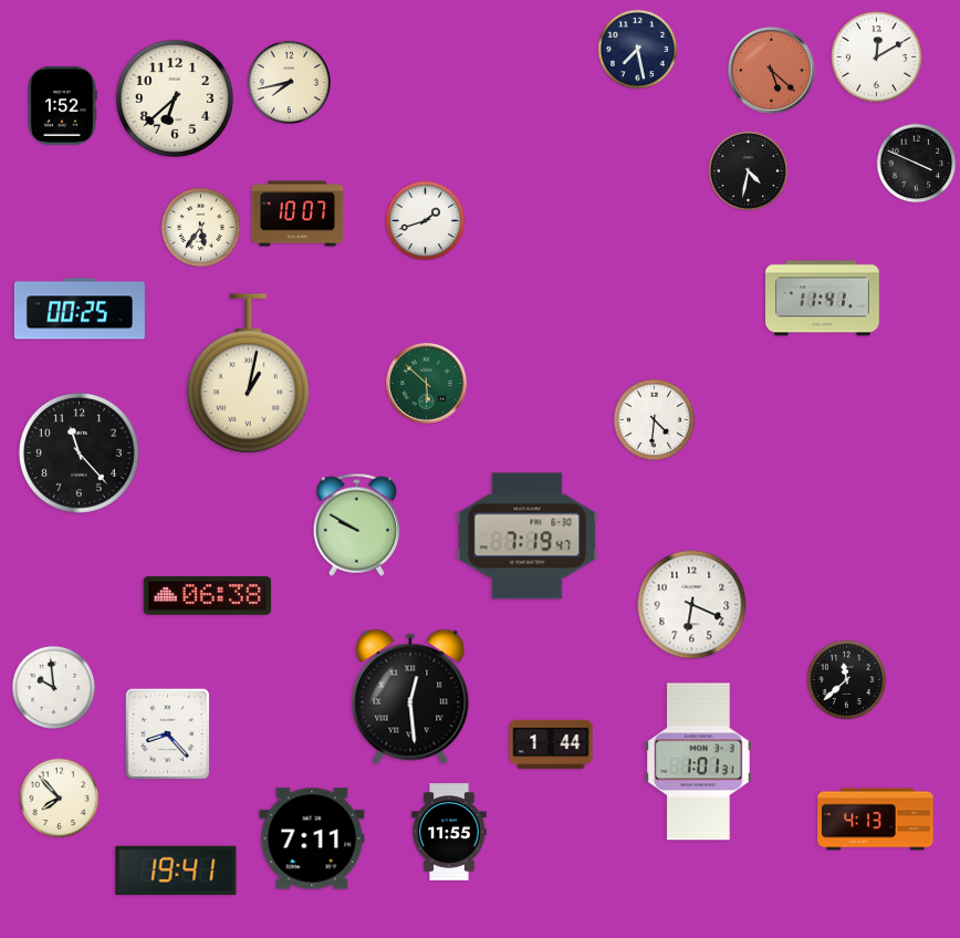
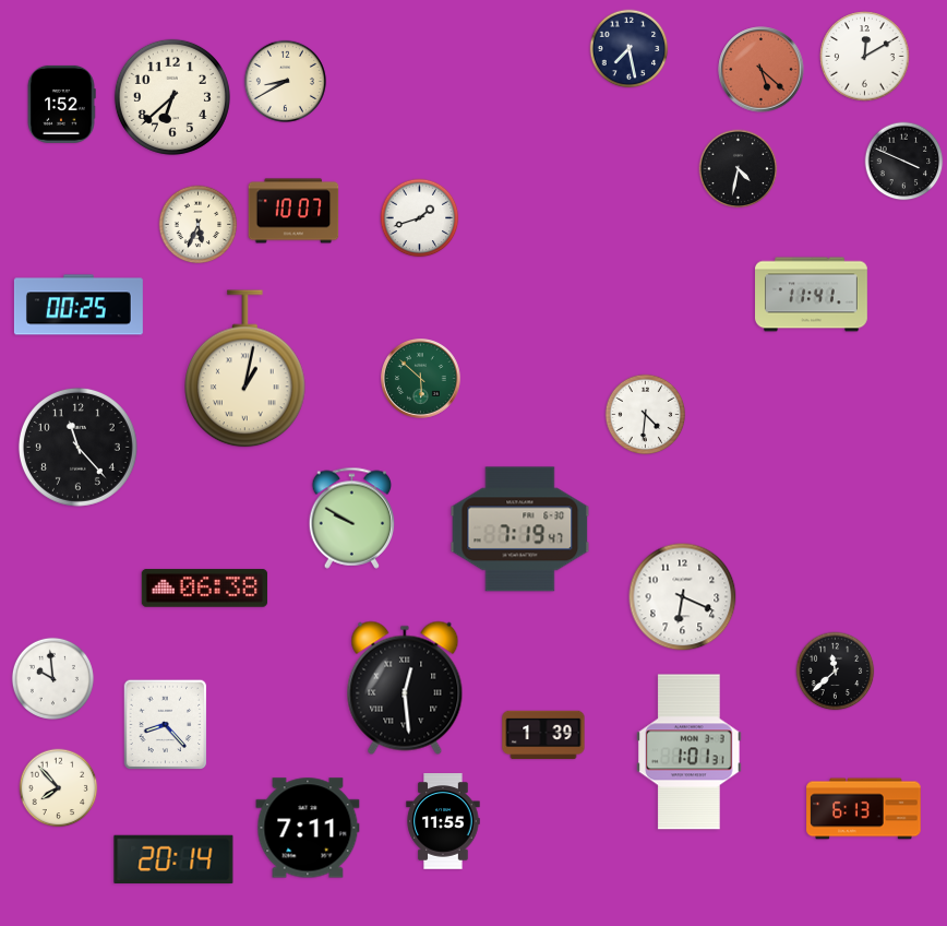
clock at (289, 82): 7:43 -> 8:40
clock at (201, 228): 5:36 -> 5:34
clock at (551, 744): 1:44 -> 1:39
clock at (876, 820): 4:13 -> 6:13
clock at (176, 869): 19:41 -> 20:14
